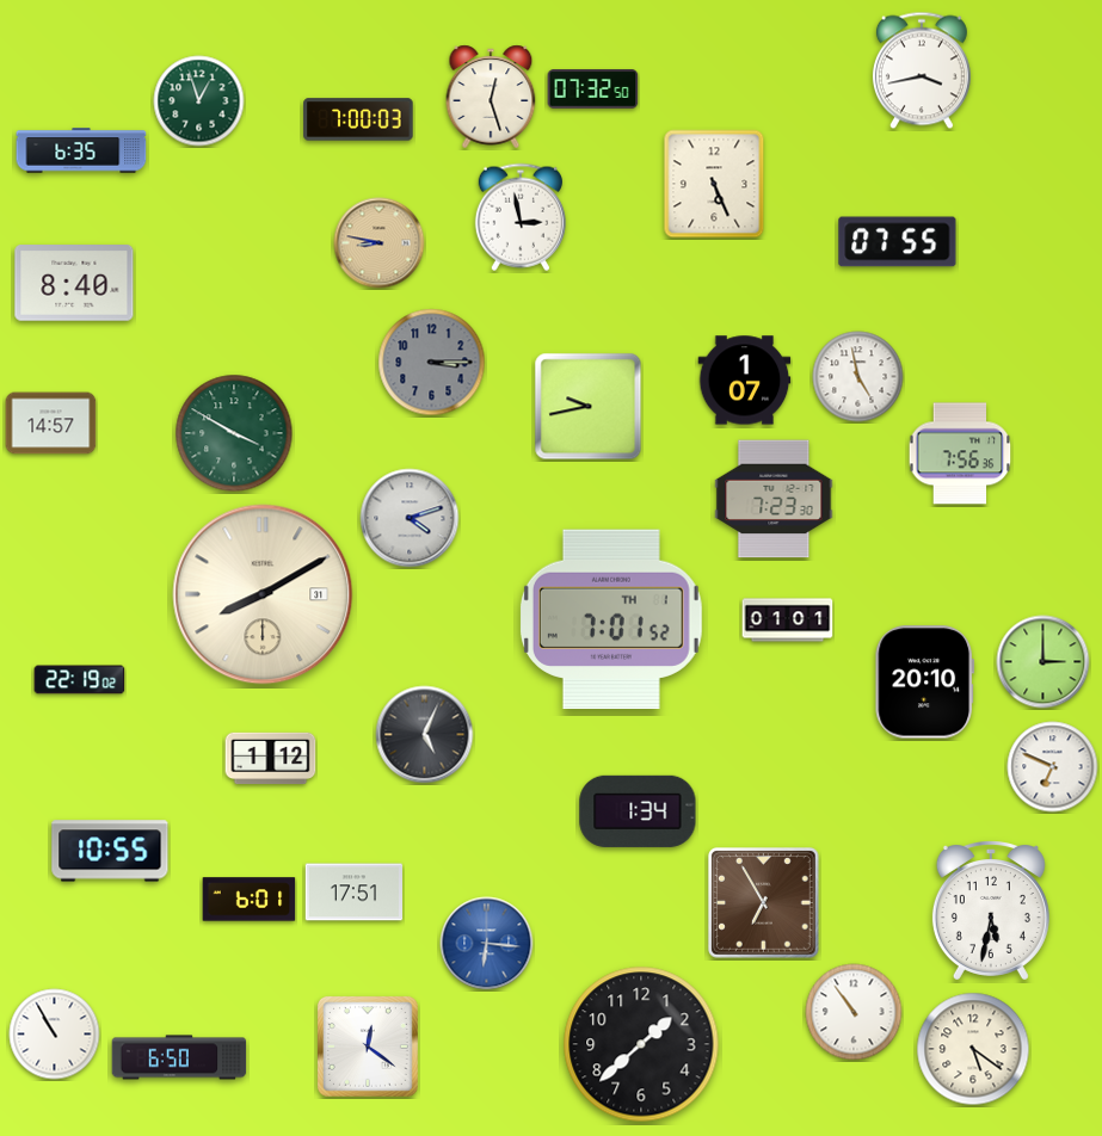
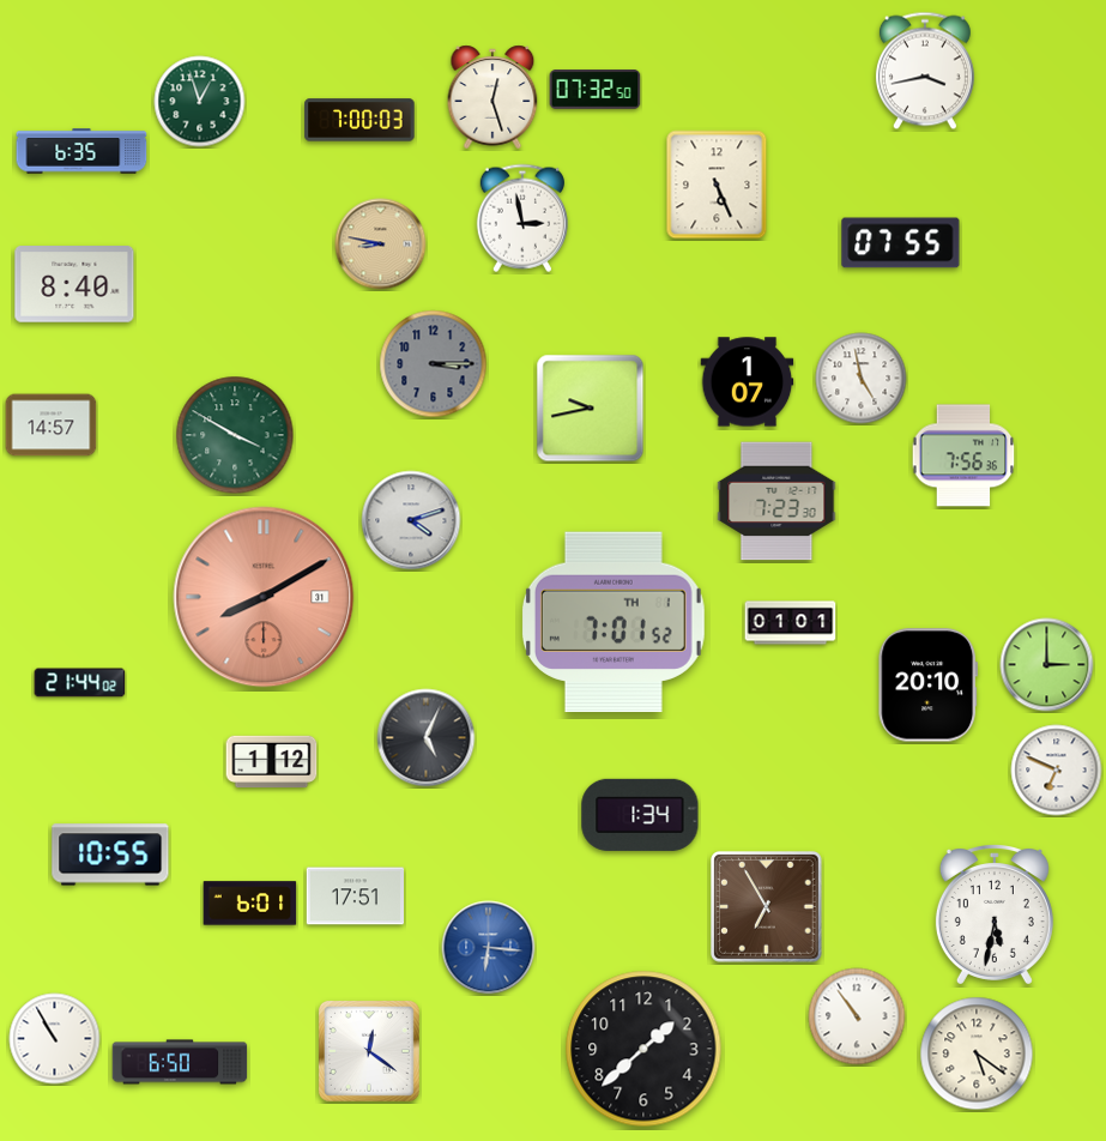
clock at (263, 594) dial: cream -> salmon
clock at (80, 680): 22:19 -> 21:44
